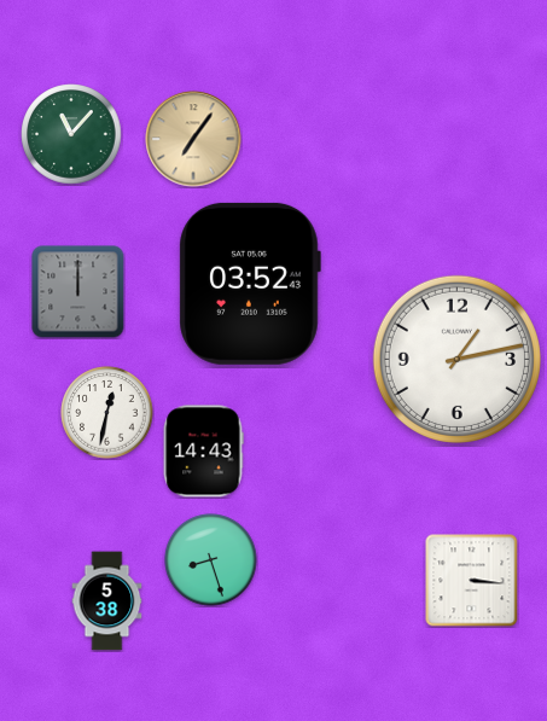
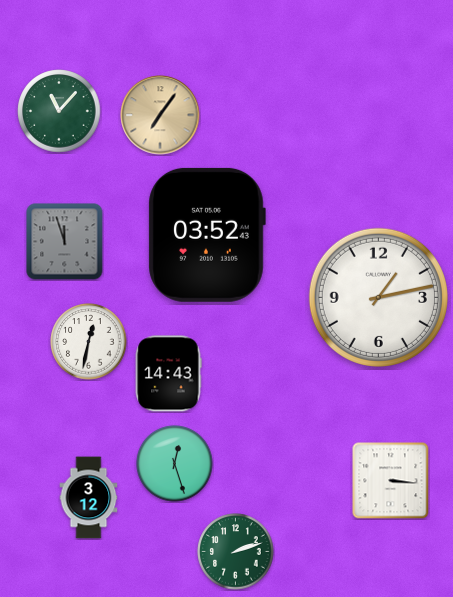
clock at (78, 292): 12:00 -> 11:57
clock at (211, 560): 8:27 -> 12:27
clock at (107, 601): 5:38 -> 3:12
clock at (236, 552): none -> 2:12
